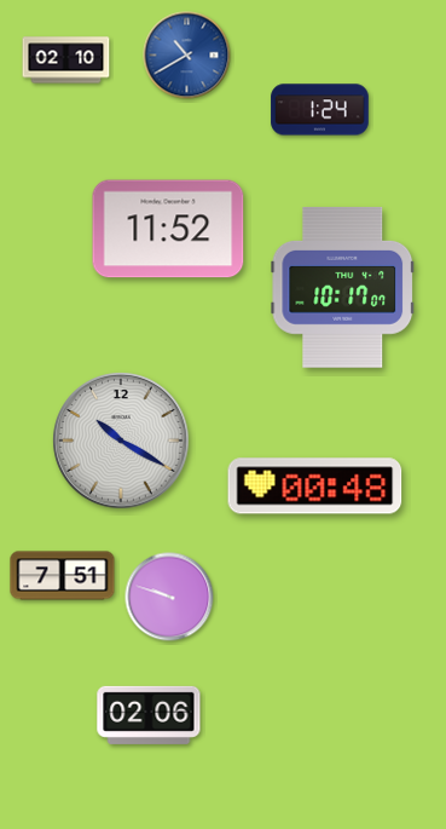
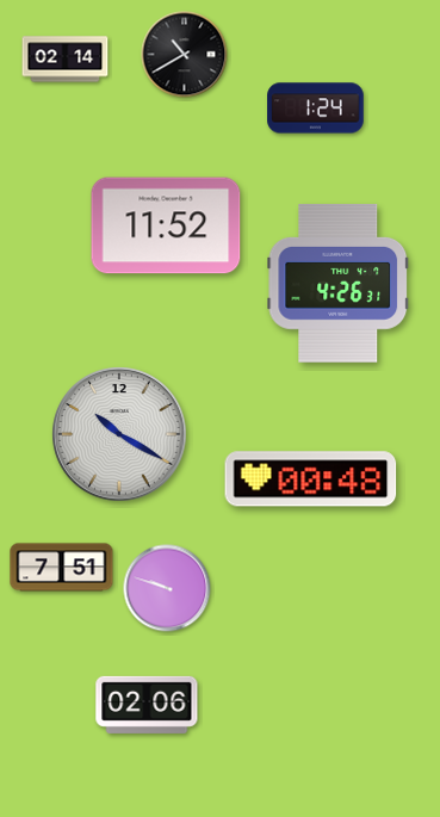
clock at (187, 56) dial: blue -> black
clock at (66, 61): 02:10 -> 02:14
clock at (343, 288): 10:17 -> 4:26
